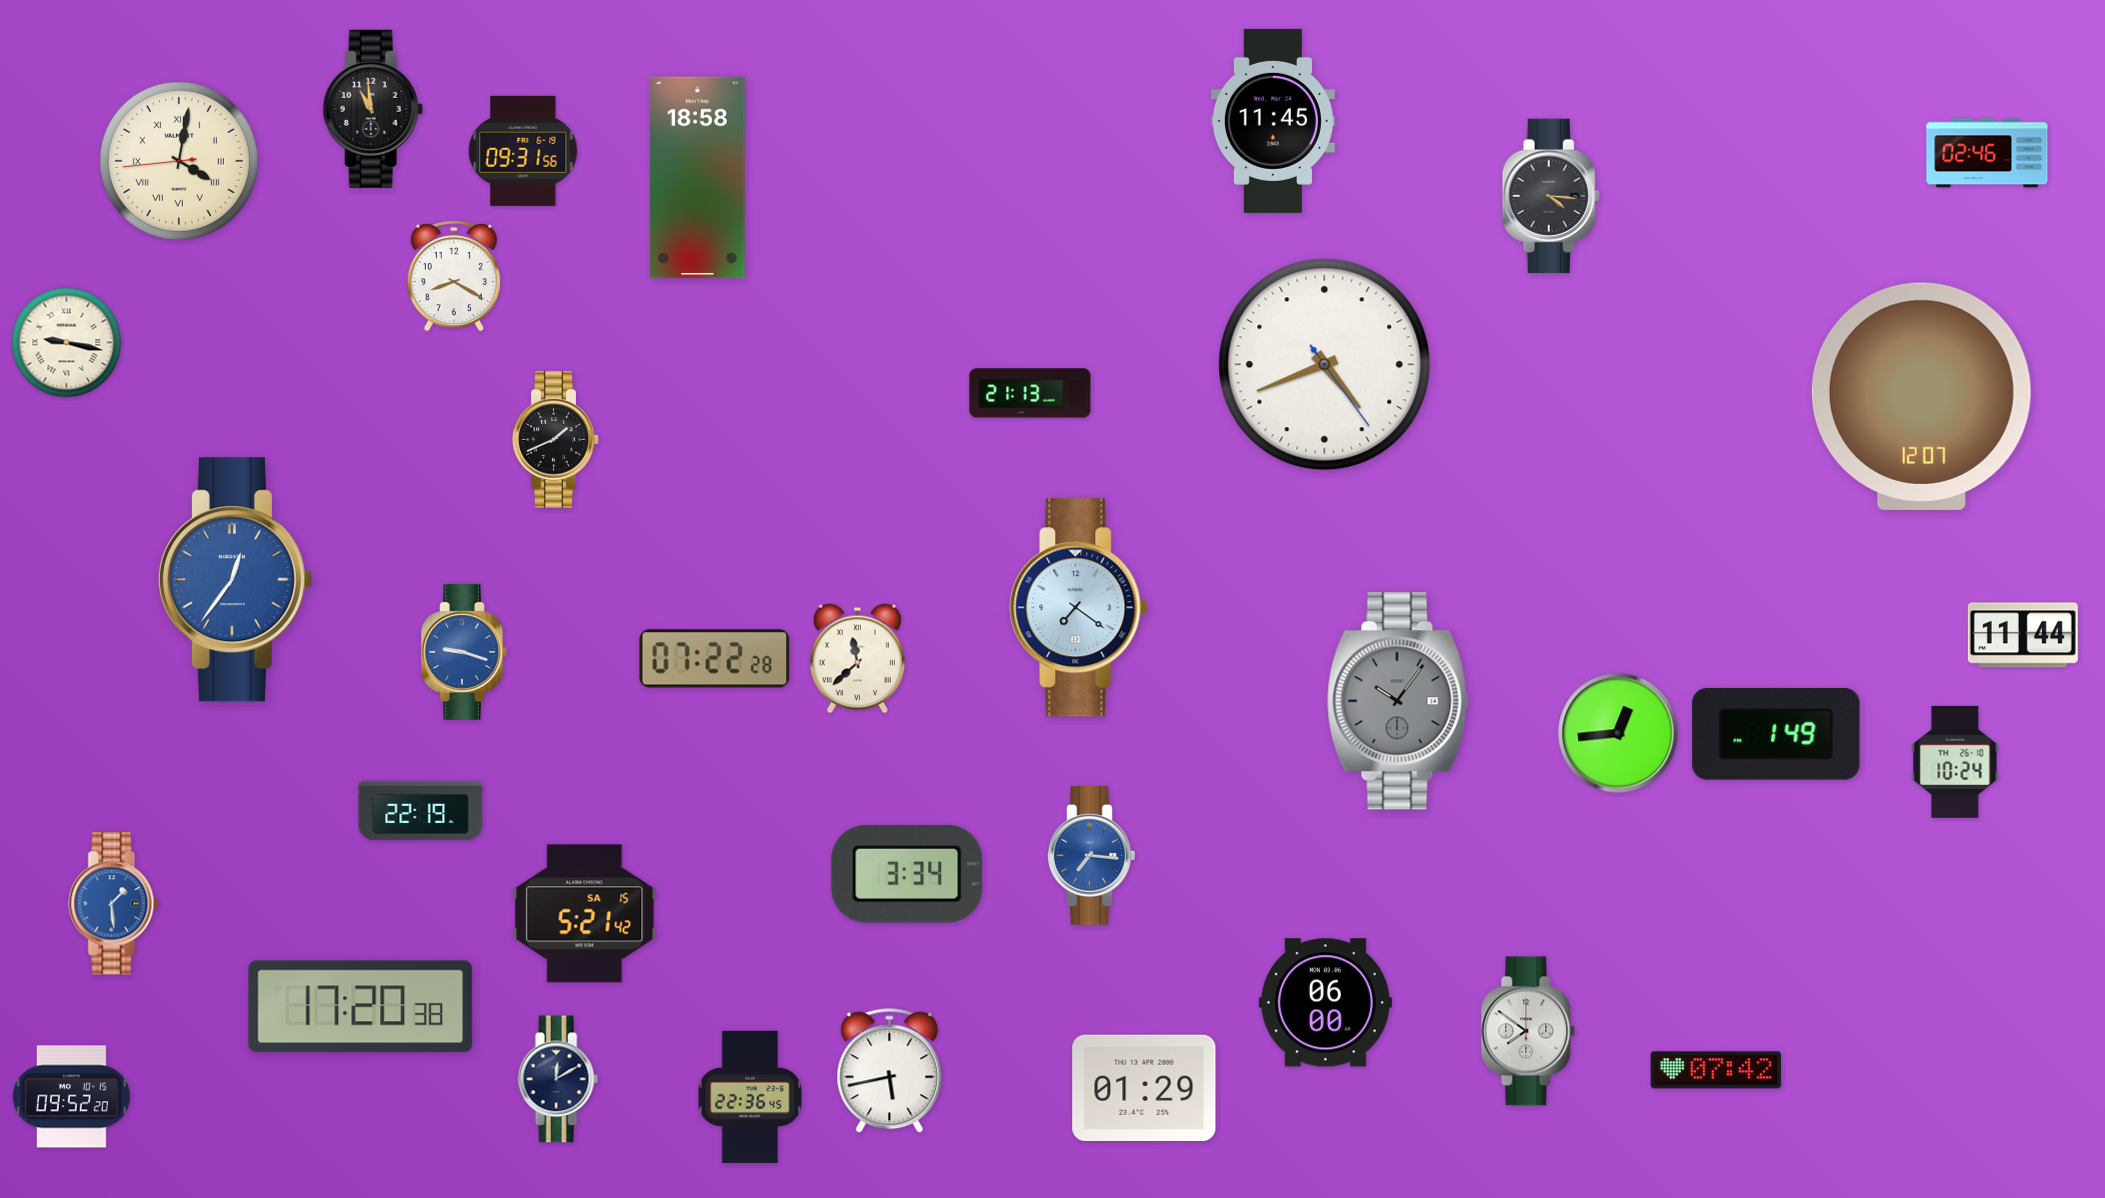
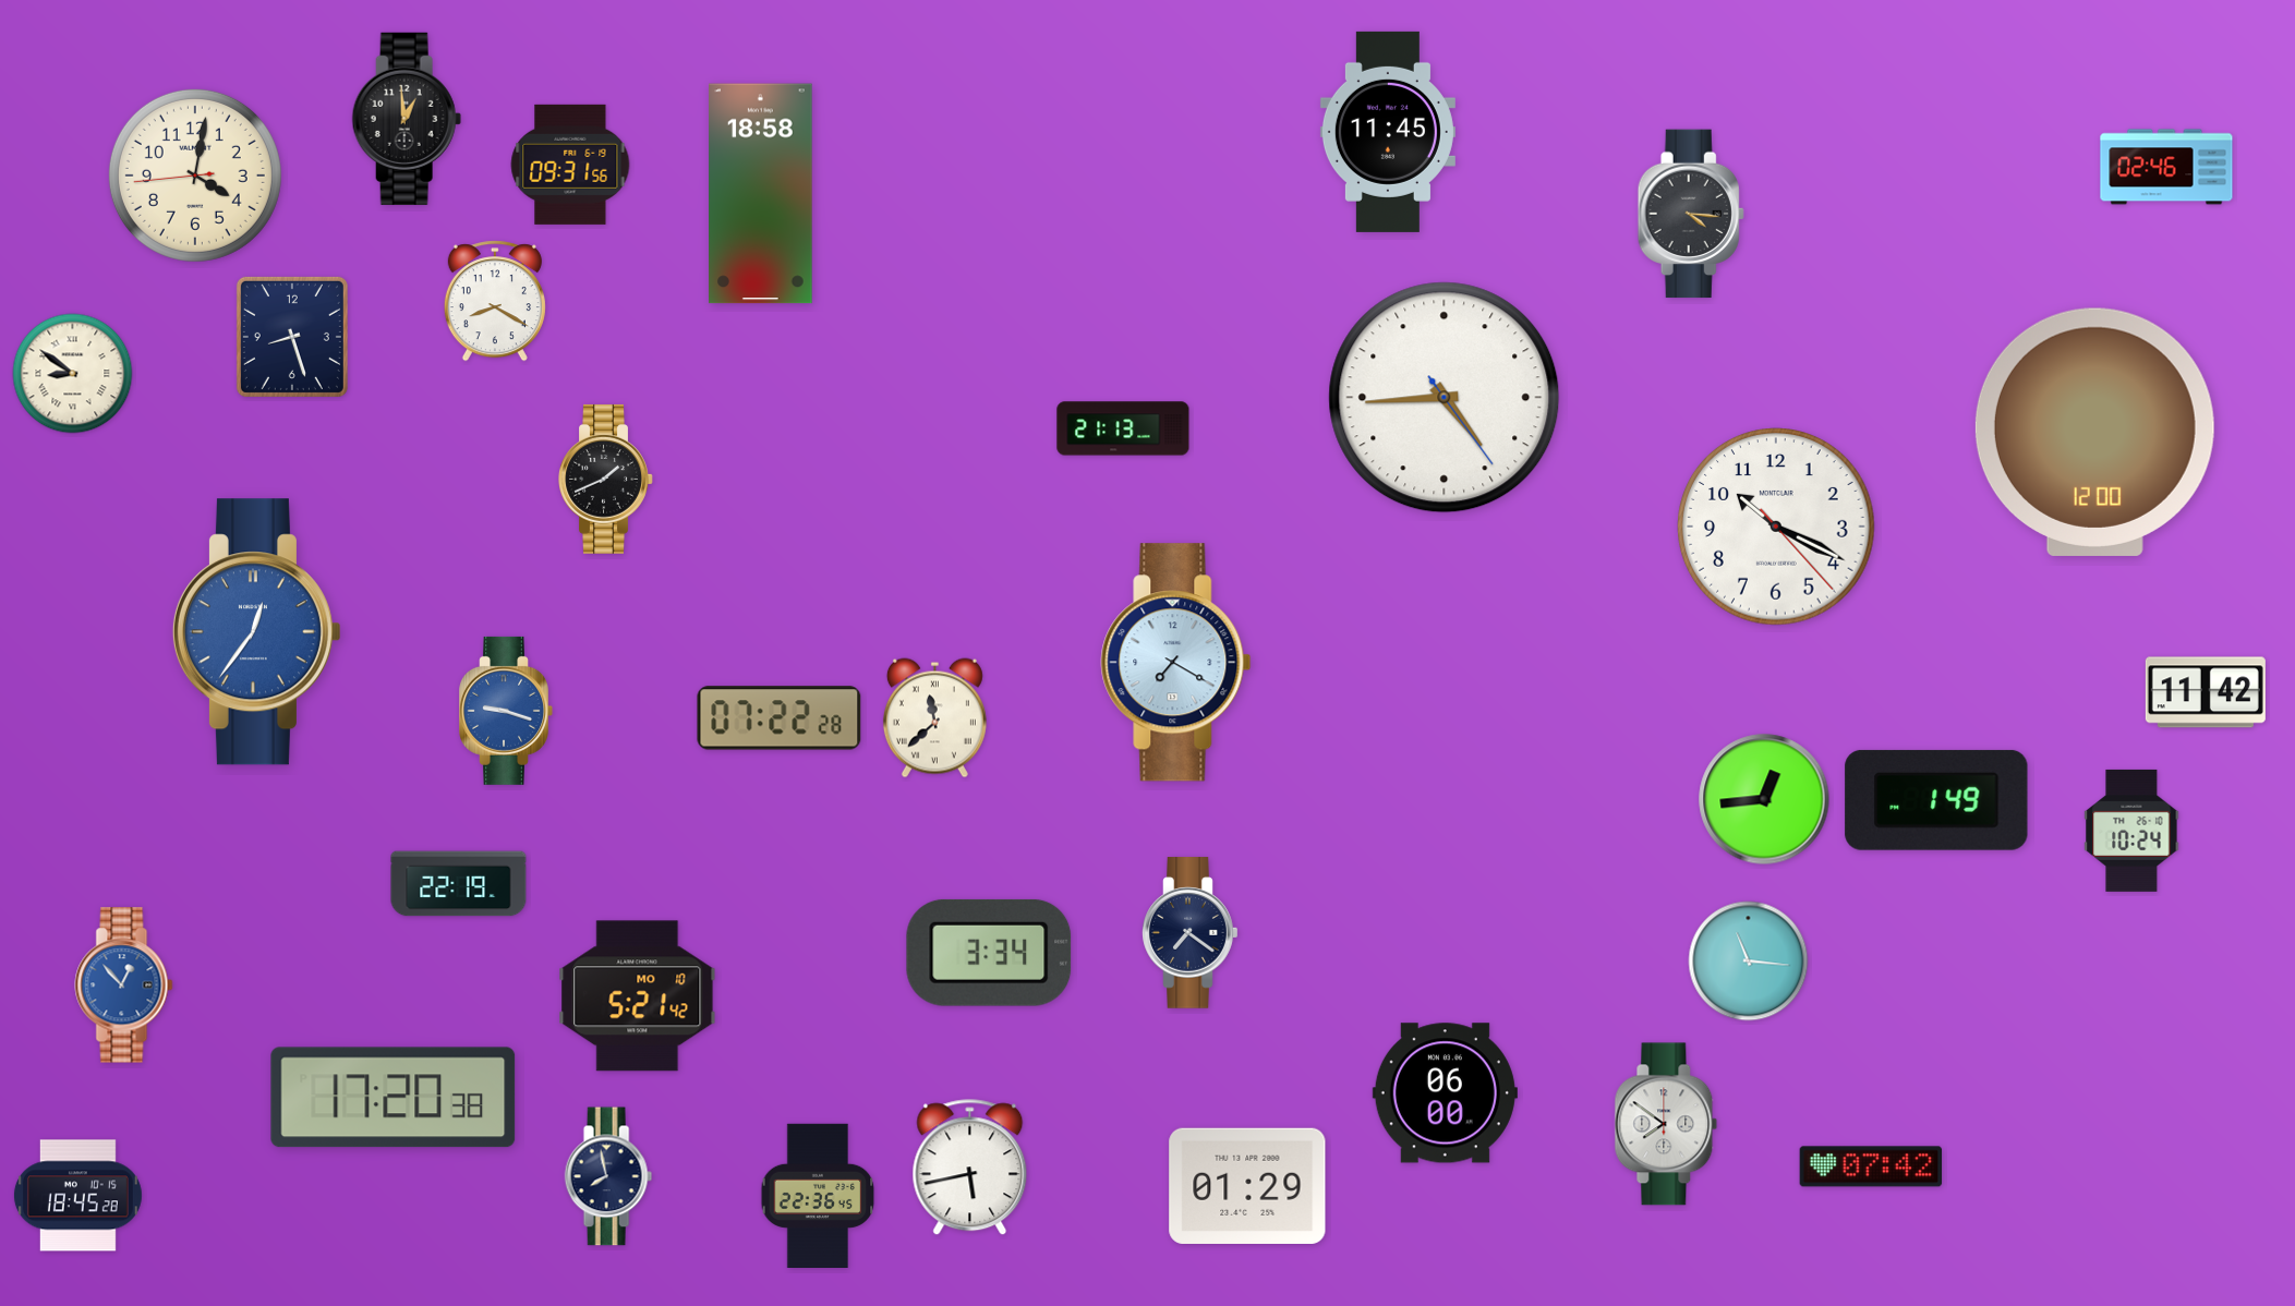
clock at (373, 109): 10:59 -> 12:59
clock at (179, 161) numerals: Roman -> Arabic
clock at (292, 337): none -> 8:27
clock at (67, 343): 9:17 -> 8:51
clock at (1325, 365): 4:41 -> 4:44
clock at (1921, 396): 12:07 -> 12:00
clock at (1776, 527): none -> 10:19
clock at (1079, 608): 7:21 -> 7:20
clock at (2023, 635): 11:44 -> 11:42
clock at (1398, 701): 10:06 -> none
clock at (1092, 856): 7:16 -> 7:21
clock at (1092, 856) dial: blue -> navy
clock at (1749, 962): none -> 11:16
clock at (114, 904): 1:29 -> 12:53
clock at (585, 914) date: SA 15 -> MO 10
clock at (558, 1079): 12:10 -> 7:58
clock at (71, 1097): 09:52 -> 18:45
